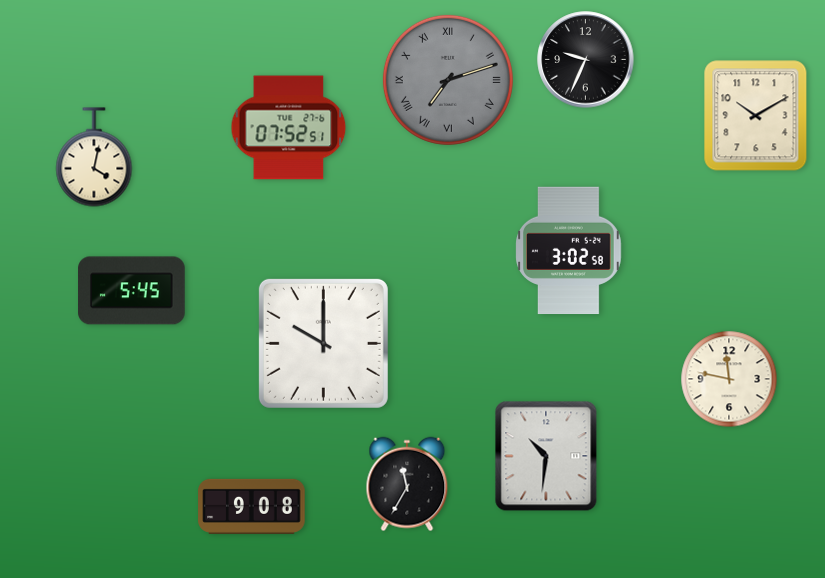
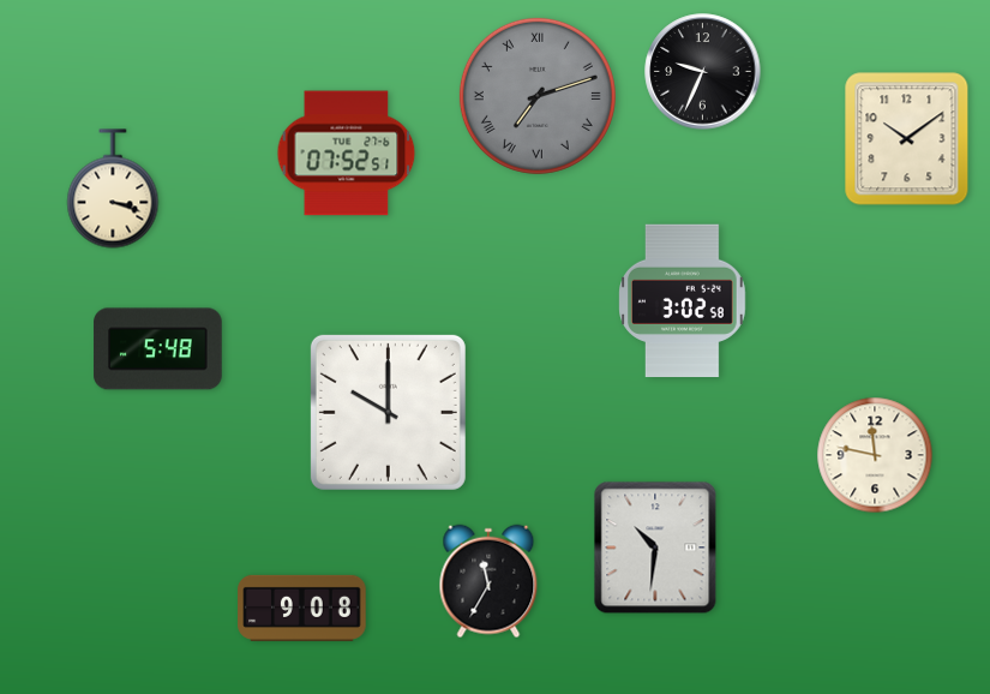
clock at (756, 116): 10:10 -> 10:09
clock at (94, 157): 4:02 -> 3:18
clock at (132, 291): 5:45 -> 5:48
